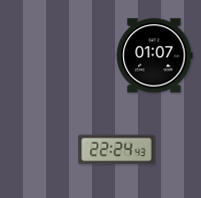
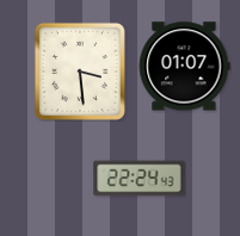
clock at (80, 72): none -> 3:29
